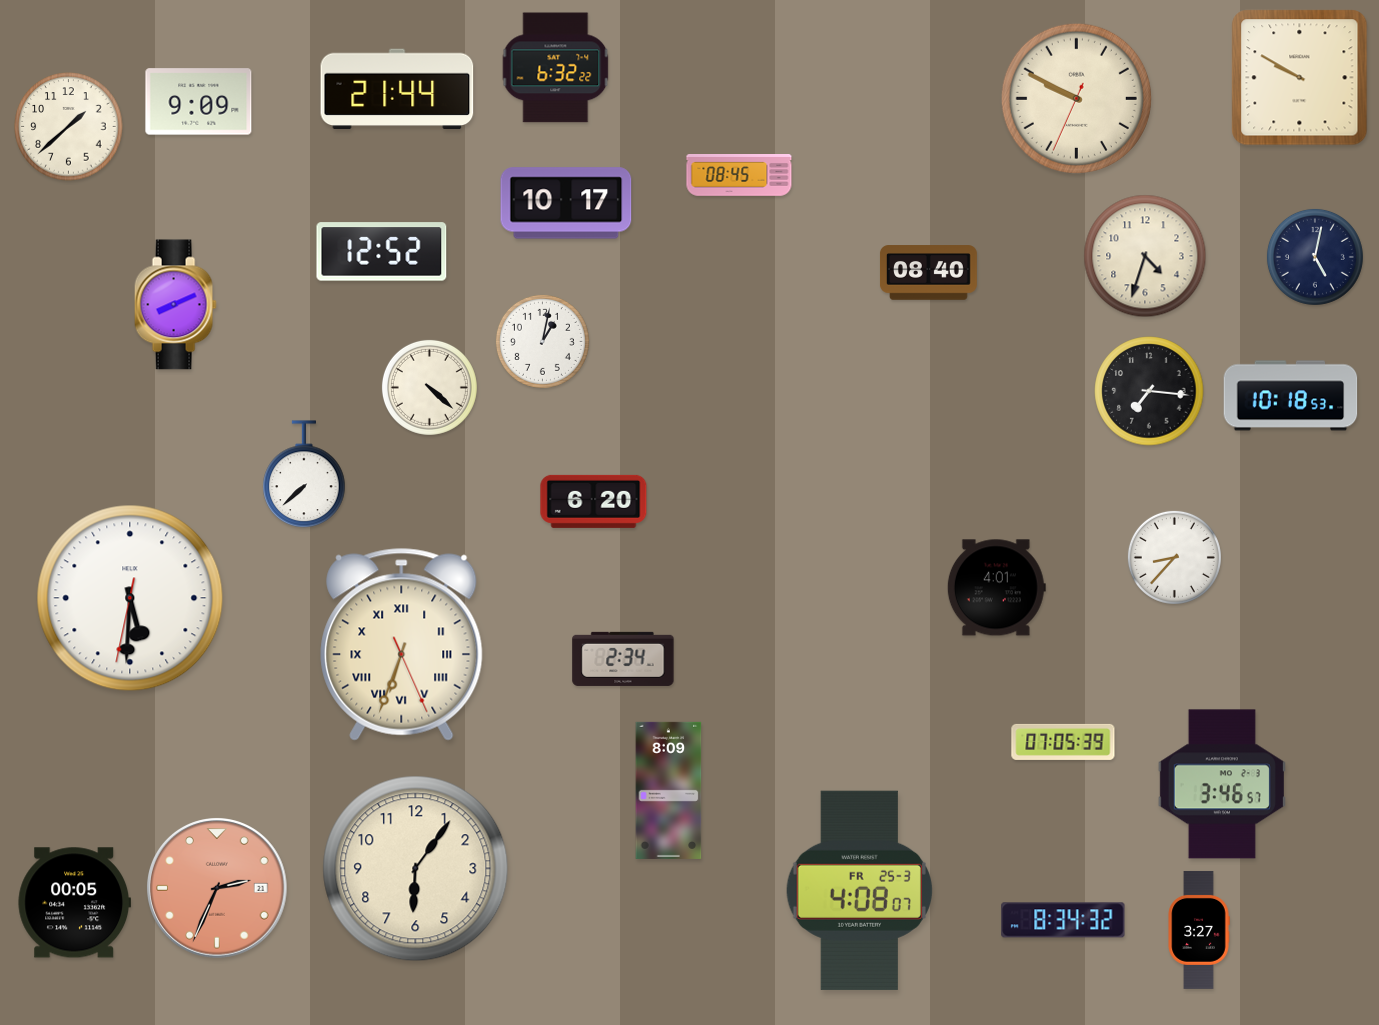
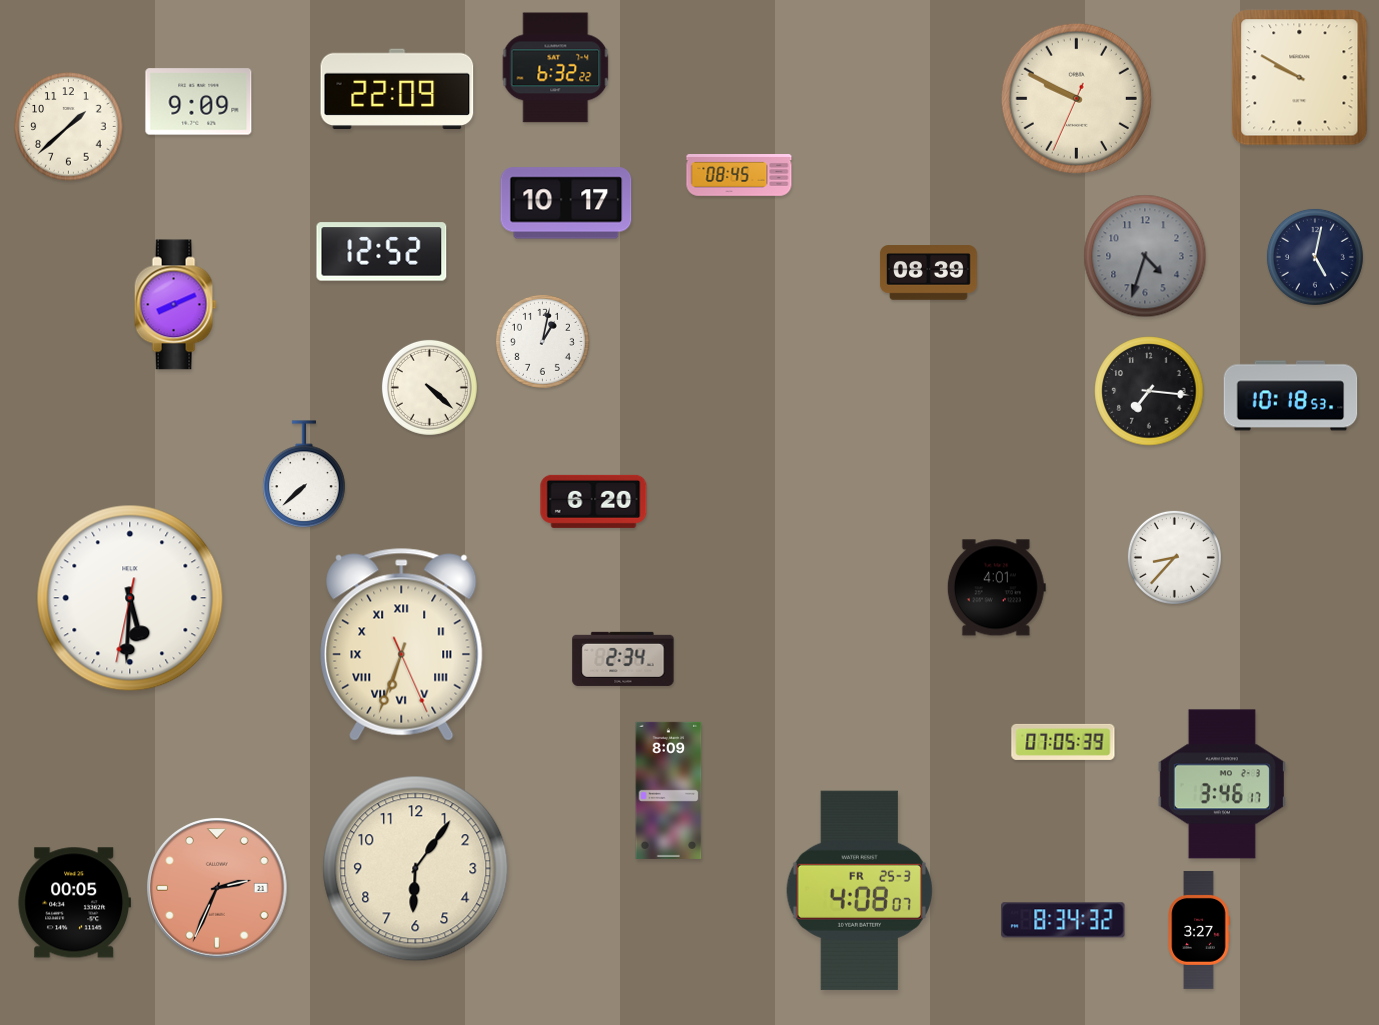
clock at (397, 89): 21:44 -> 22:09
clock at (1145, 256) dial: cream -> grey
clock at (928, 273): 08:40 -> 08:39
clock at (1222, 784): 3:46:57 -> 3:46:17
